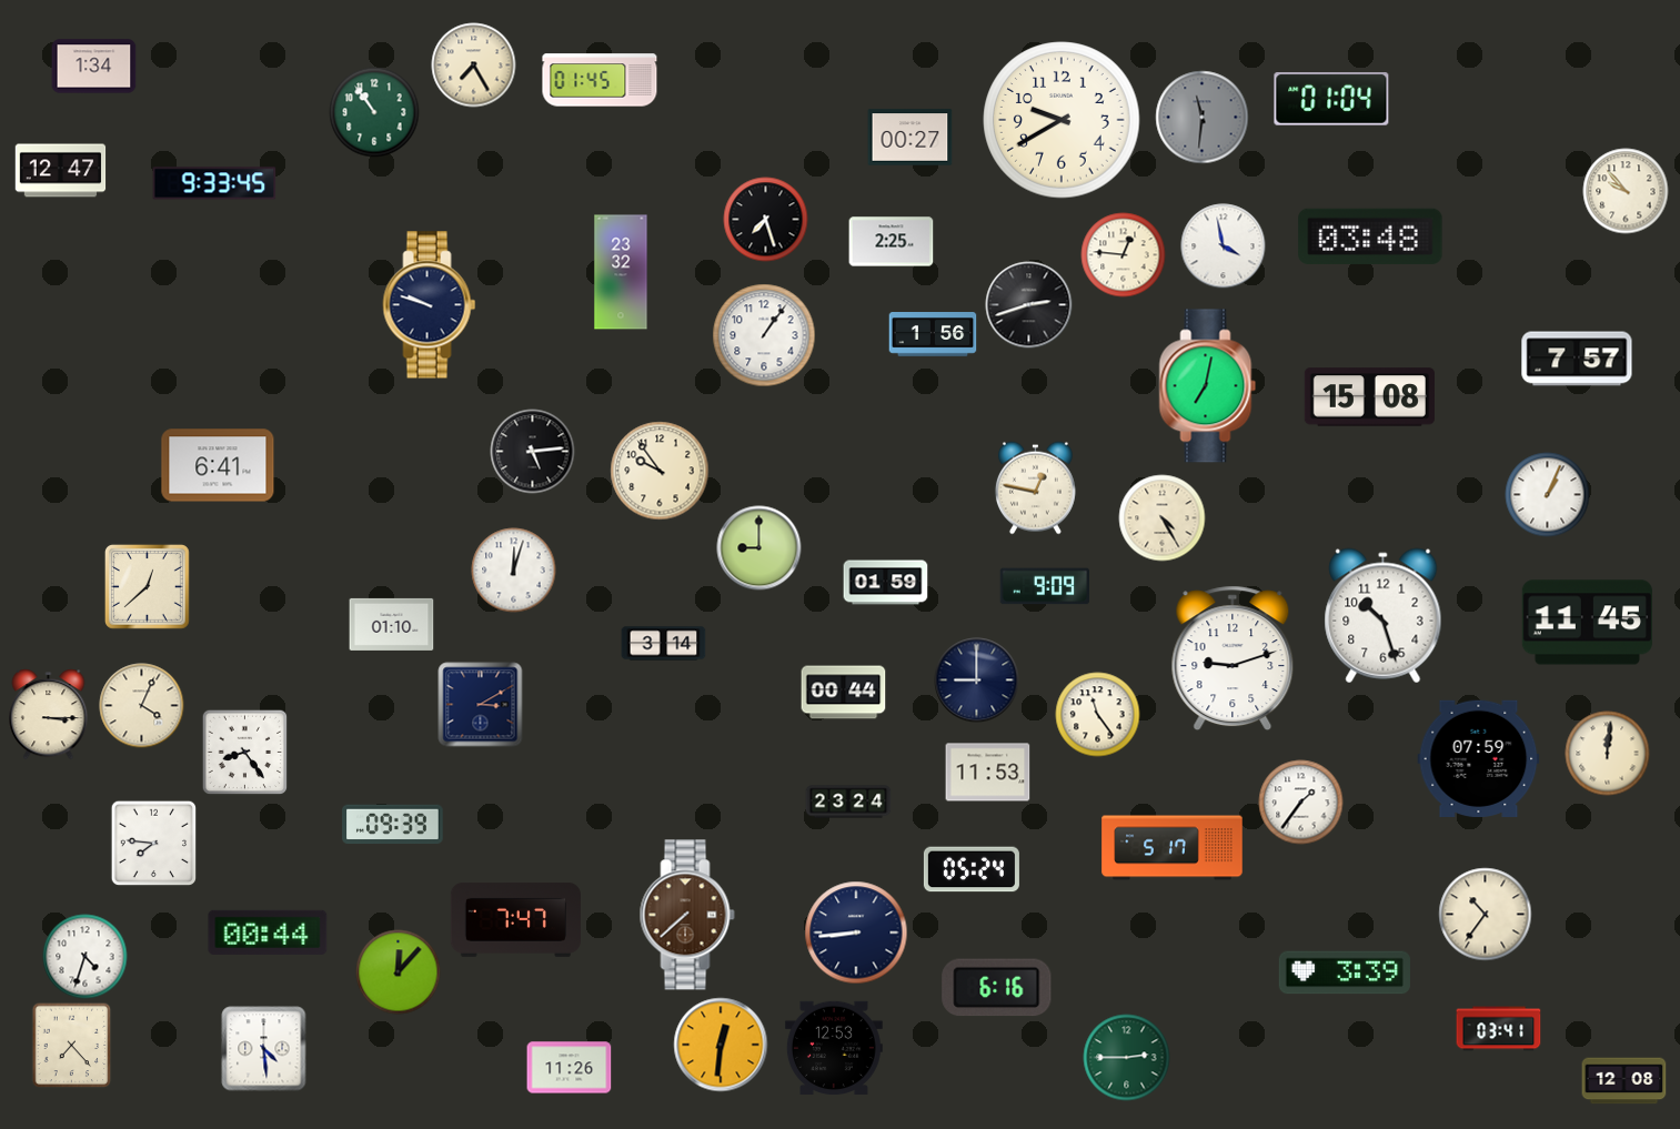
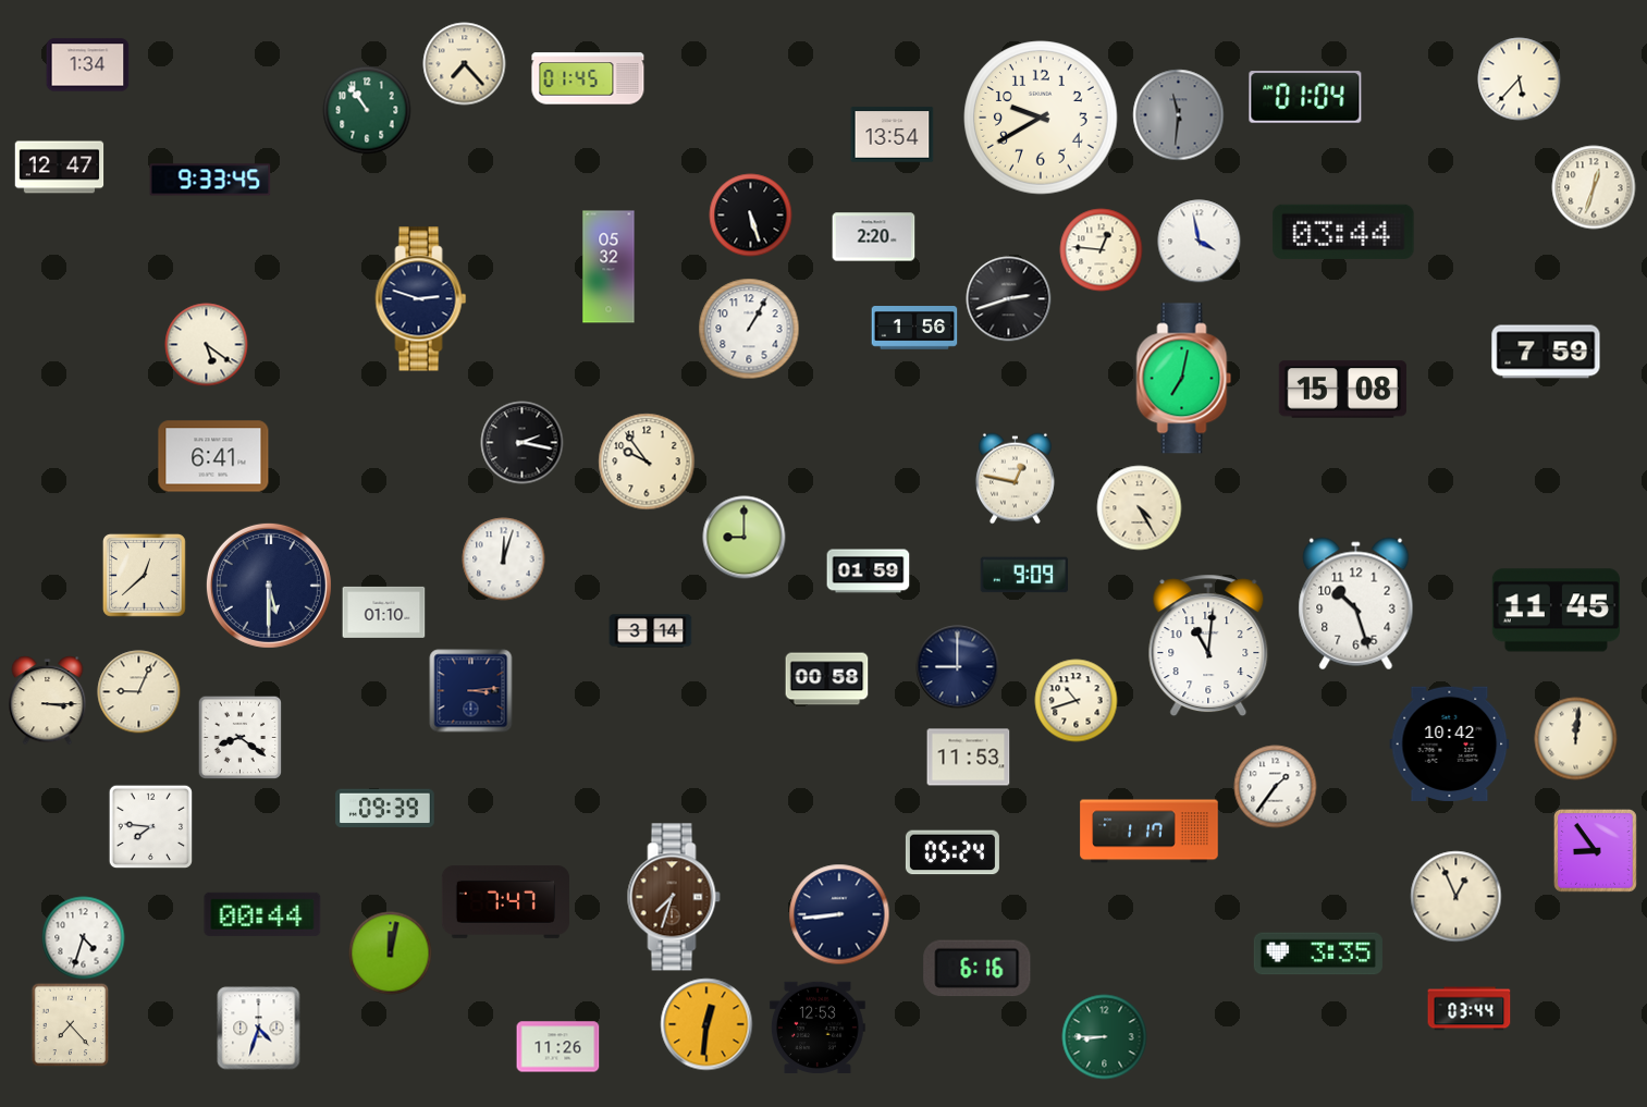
clock at (474, 65): 7:25 -> 7:23
clock at (94, 67) position: (94, 67) -> (88, 65)
clock at (1520, 79): none -> 5:37
clock at (911, 138): 00:27 -> 13:54
clock at (1626, 191): 9:53 -> 12:33
clock at (766, 220): 7:27 -> 5:27
clock at (1370, 236): 03:48 -> 03:44
clock at (892, 242): 2:25 -> 2:20
clock at (621, 272): 23:32 -> 05:32
clock at (430, 305): 9:48 -> 2:48
clock at (764, 335): 1:06 -> 1:05
clock at (207, 345): none -> 5:21
clock at (1577, 359): 7:57 -> 7:59
clock at (533, 452): 5:14 -> 2:17
clock at (1548, 495): 1:04 -> none
clock at (269, 586): none -> 5:30
clock at (1233, 658): 9:12 -> 11:01
clock at (844, 693): 00:44 -> 00:58
clock at (481, 705): 3:10 -> 3:14
clock at (142, 706): 4:04 -> 9:04
clock at (1098, 715): 11:24 -> 10:42
clock at (244, 752): 8:24 -> 8:21
clock at (1479, 758): 07:59 -> 10:42
clock at (848, 802): 23:24 -> none
clock at (1173, 848): 5:17 -> 1:17
clock at (1595, 850): none -> 8:54
clock at (687, 915): 7:38 -> 7:33
clock at (1486, 915): 10:36 -> 12:56
clock at (399, 972): 12:07 -> 12:02
clock at (1345, 972): 3:39 -> 3:35
clock at (1499, 1029): 03:41 -> 03:44
clock at (264, 1049): 4:29 -> 4:33
clock at (1127, 1058): 2:45 -> 8:45
clock at (1624, 1081): 12:08 -> none
